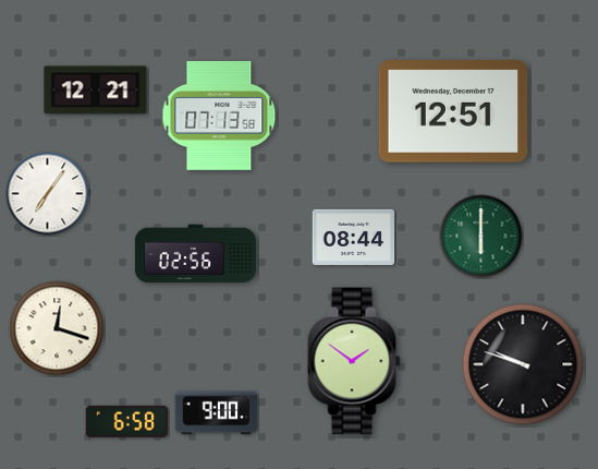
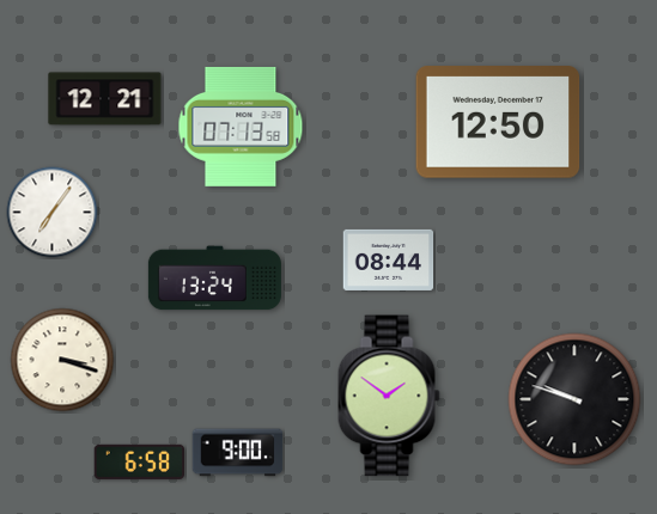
clock at (453, 111): 12:51 -> 12:50
clock at (481, 237): 6:00 -> none
clock at (195, 254): 02:56 -> 13:24
clock at (57, 328): 12:18 -> 3:18
